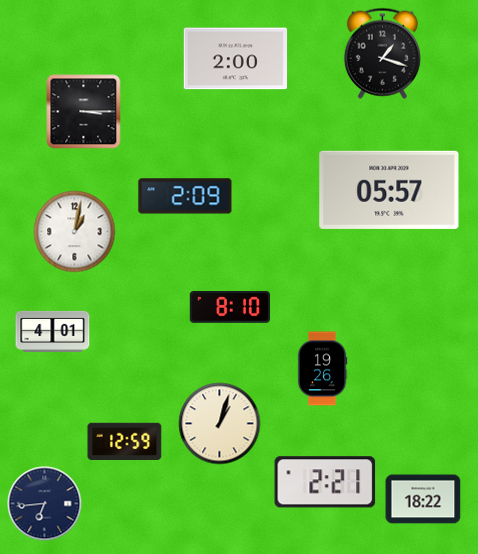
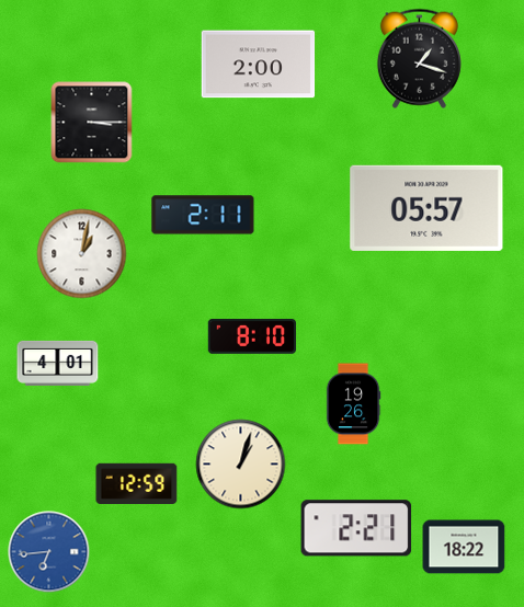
clock at (185, 196): 2:09 -> 2:11
clock at (45, 504) dial: navy -> blue
